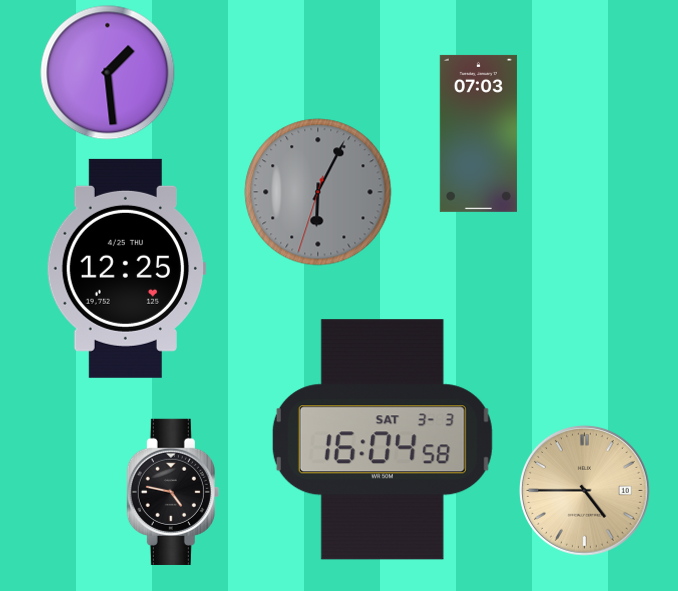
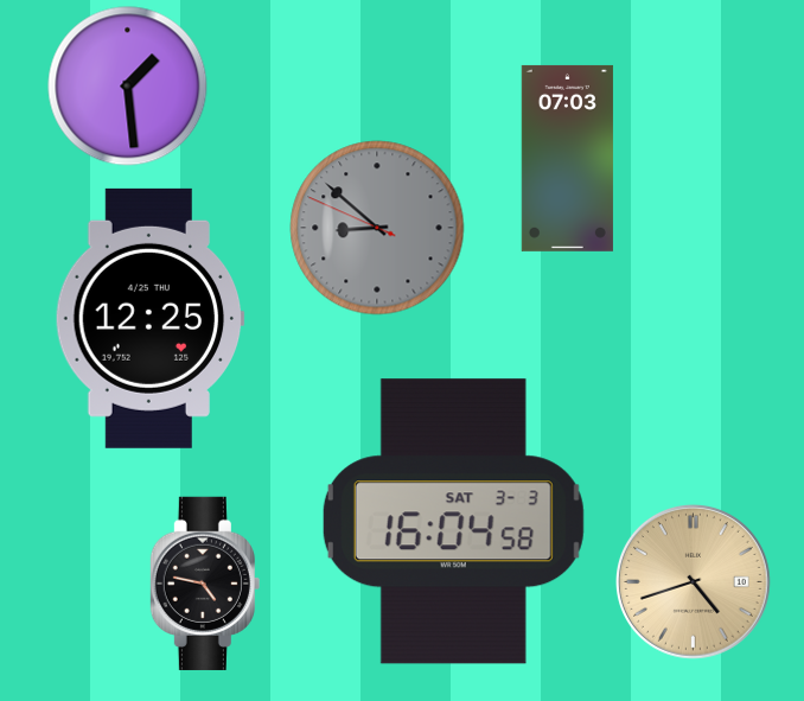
clock at (318, 192): 6:04 -> 8:51
clock at (584, 490): 4:45 -> 4:42
